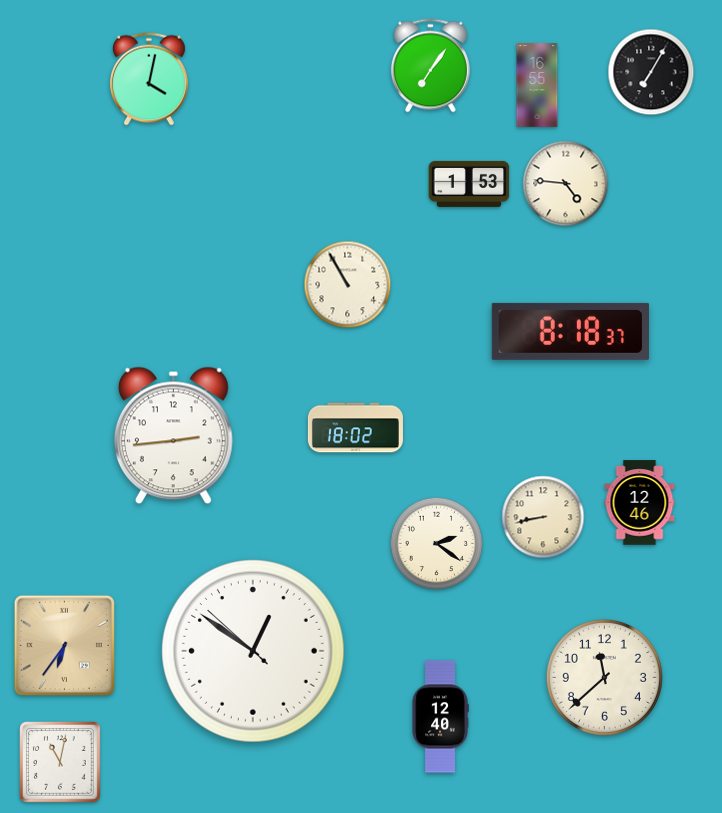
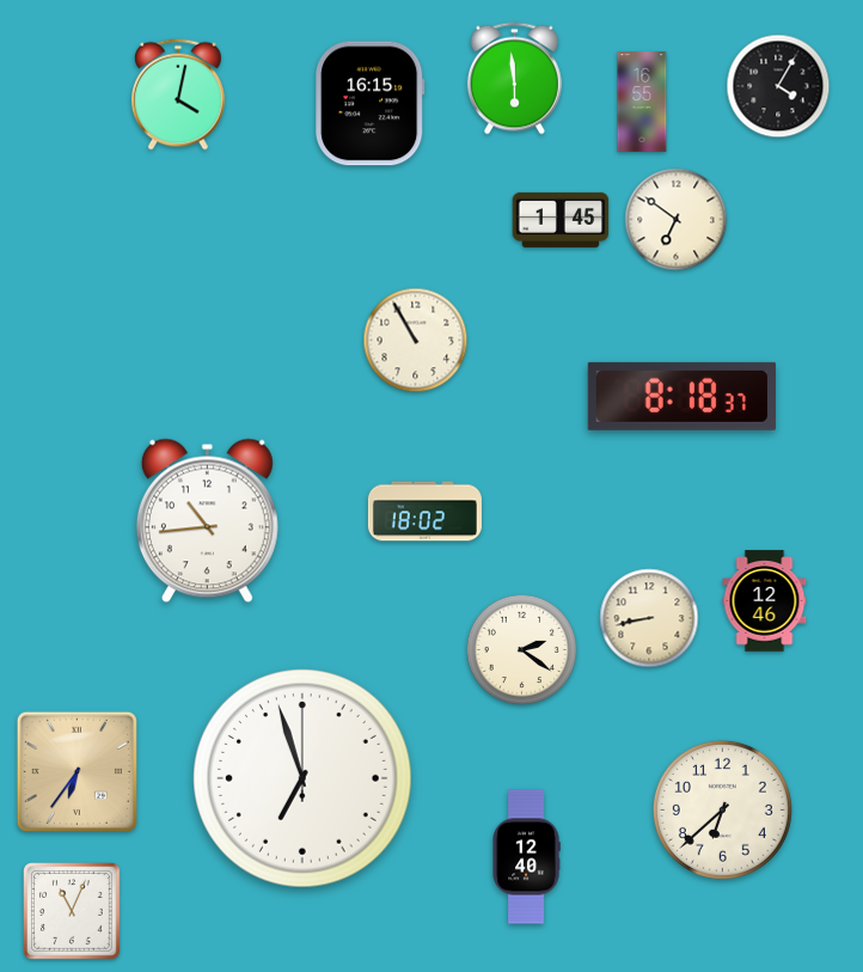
clock at (430, 66): 7:06 -> 5:59
clock at (651, 72): 7:05 -> 4:05
clock at (371, 104): none -> 16:15
clock at (469, 184): 1:53 -> 1:45
clock at (566, 184): 4:46 -> 6:51
clock at (173, 436): 2:44 -> 10:44
clock at (254, 652): 12:50 -> 6:57
clock at (604, 677): 11:38 -> 6:38
clock at (60, 762): 11:02 -> 11:04
